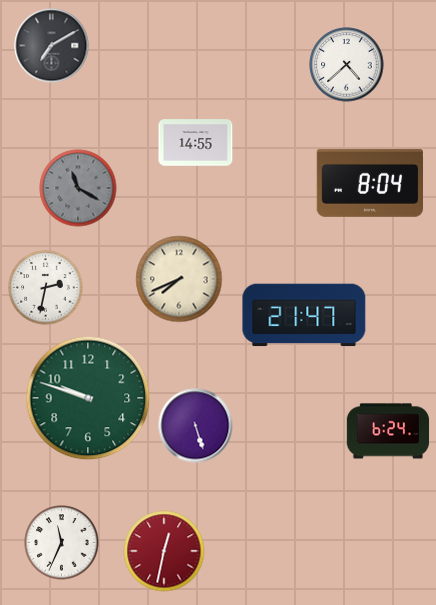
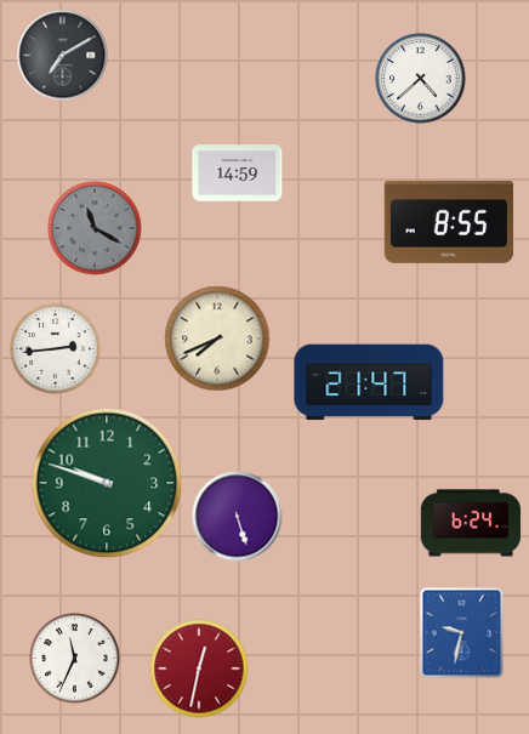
clock at (196, 143): 14:55 -> 14:59
clock at (369, 183): 8:04 -> 8:55
clock at (46, 288): 2:32 -> 2:44
clock at (462, 633): none -> 9:32
